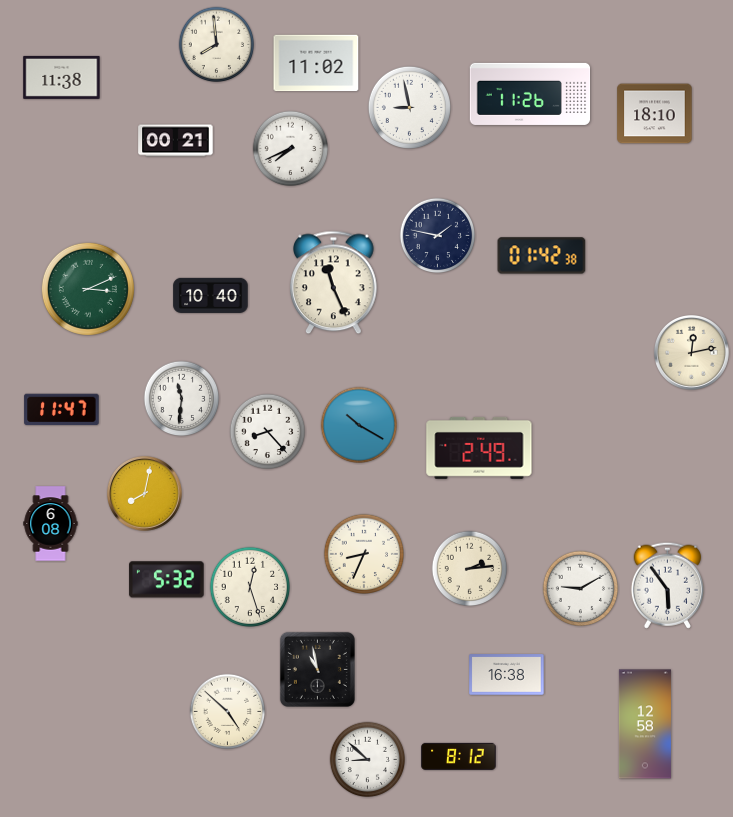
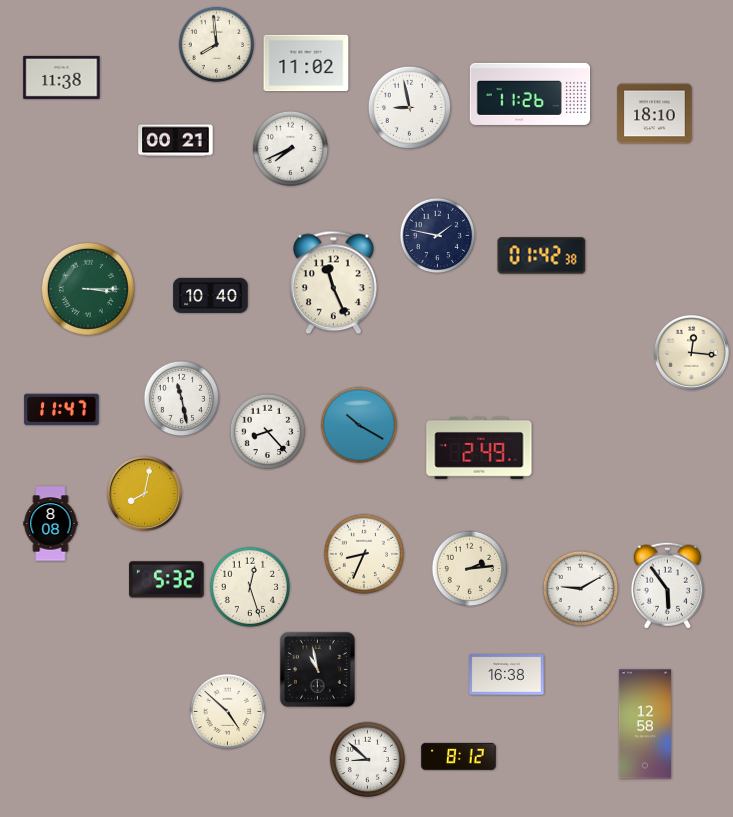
clock at (316, 63) position: (316, 63) -> (306, 63)
clock at (88, 289): 3:11 -> 3:15
clock at (691, 352): 12:13 -> 12:16
clock at (182, 399): 11:31 -> 11:28
clock at (51, 524): 6:08 -> 8:08
